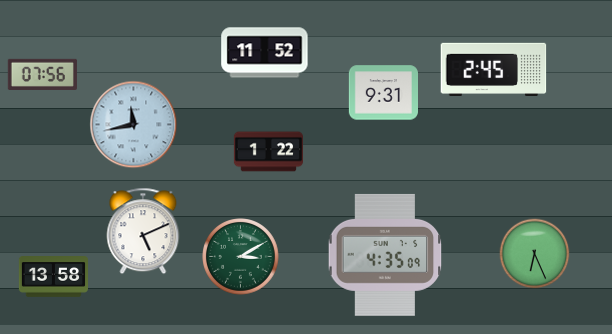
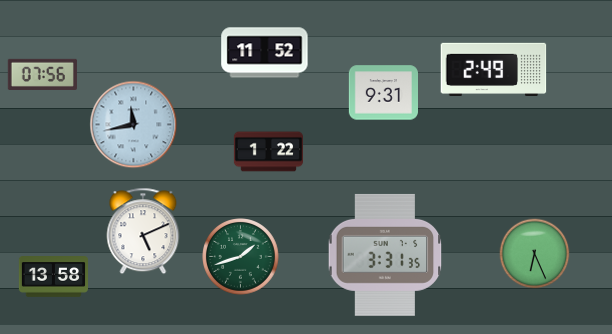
clock at (494, 69): 2:45 -> 2:49
clock at (385, 255): 4:35 -> 3:31
clock at (241, 257): 3:10 -> 1:42
